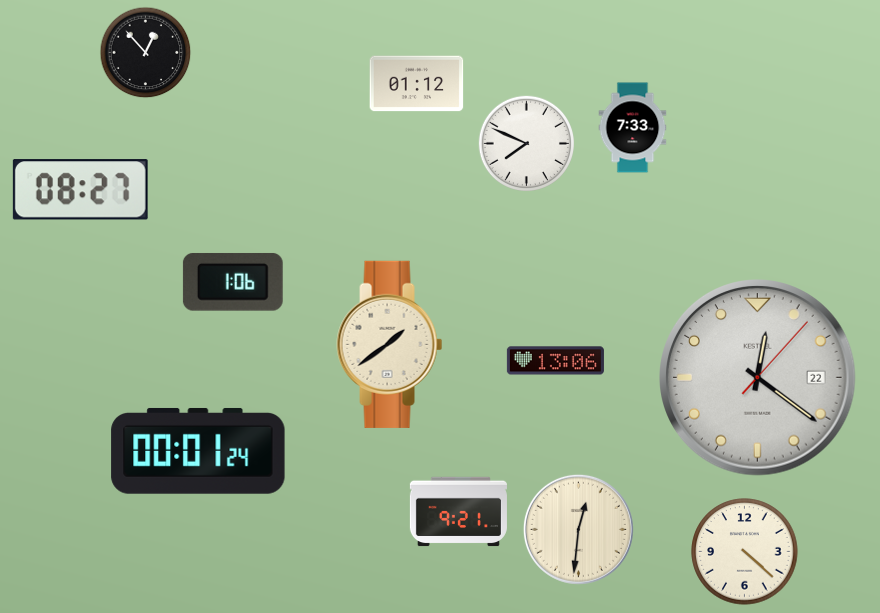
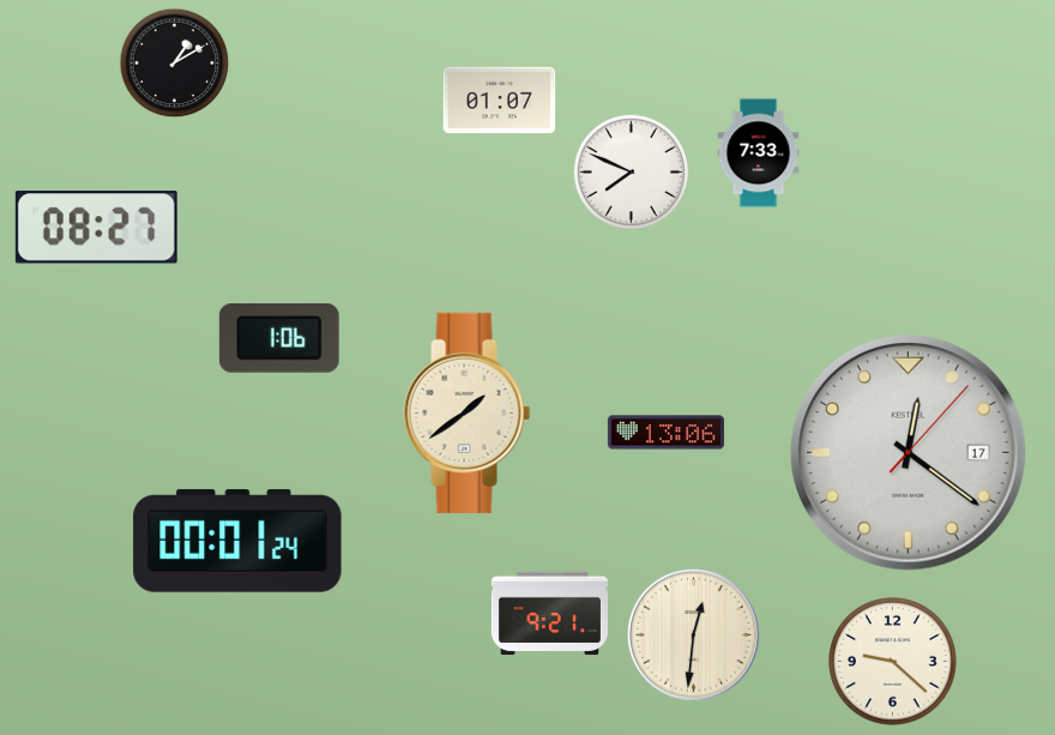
clock at (146, 53): 12:53 -> 1:10
clock at (417, 84): 01:12 -> 01:07
clock at (758, 378) date: 22 -> 17
clock at (745, 552): 4:22 -> 9:22
